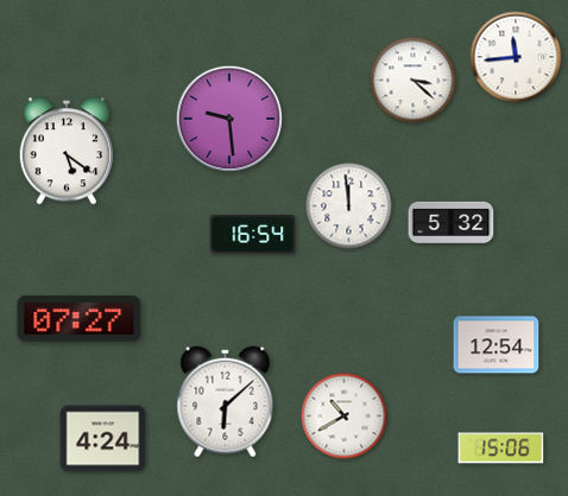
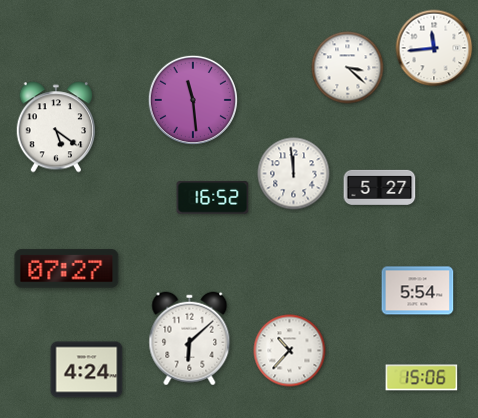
clock at (229, 119): 9:29 -> 11:29
clock at (452, 222): 5:32 -> 5:27
clock at (253, 235): 16:54 -> 16:52
clock at (497, 345): 12:54 -> 5:54
clock at (345, 416): 10:40 -> 10:37
